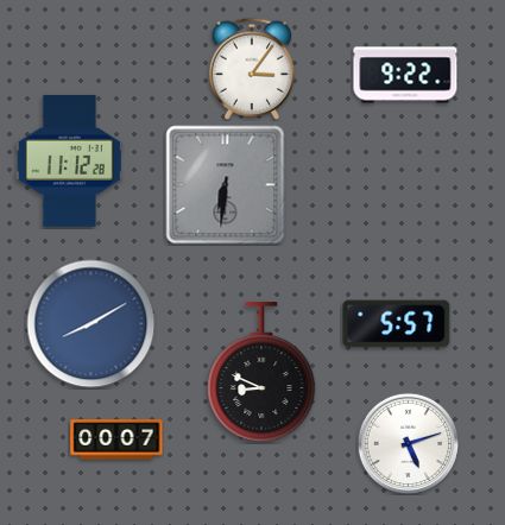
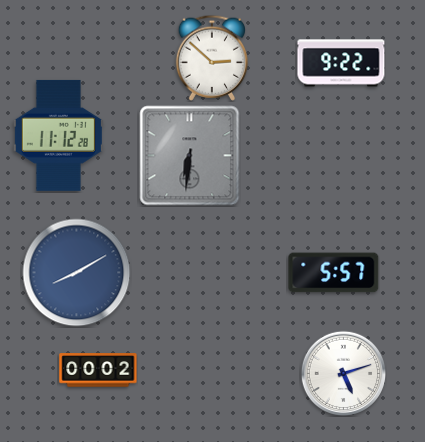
clock at (251, 69): 3:06 -> 2:52
clock at (261, 372): 8:49 -> none
clock at (116, 439): 00:07 -> 00:02
